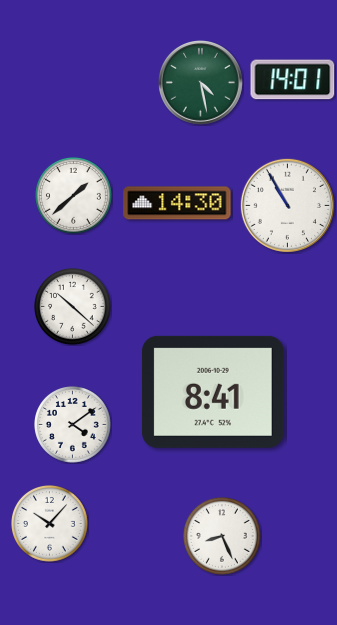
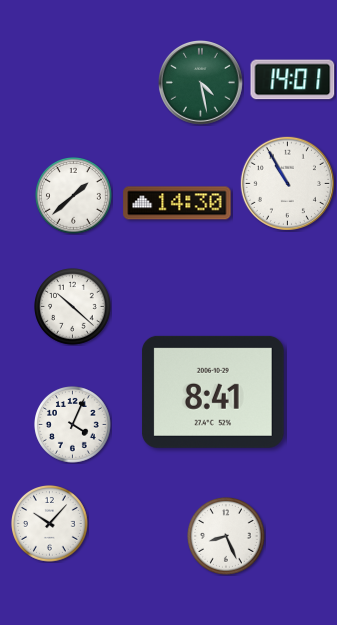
clock at (287, 205) position: (287, 205) -> (287, 183)
clock at (73, 425): 4:09 -> 4:04
clock at (223, 537) position: (223, 537) -> (227, 537)
